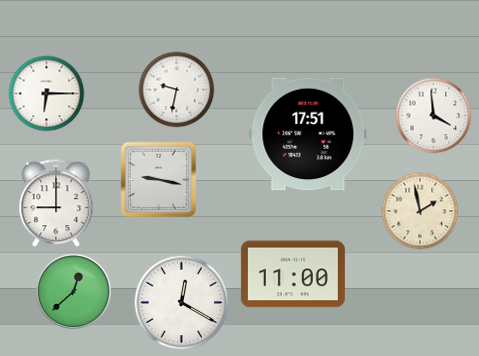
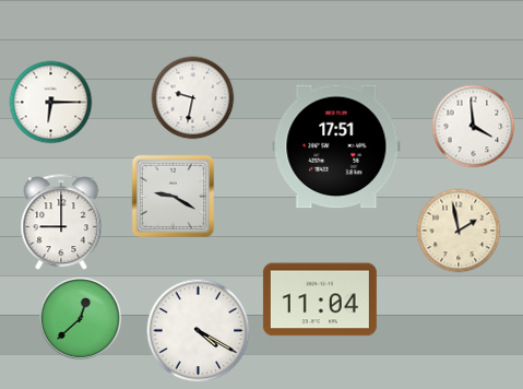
clock at (159, 180): 9:17 -> 9:20
clock at (293, 274): 11:00 -> 11:04
clock at (182, 303): 12:20 -> 4:20
